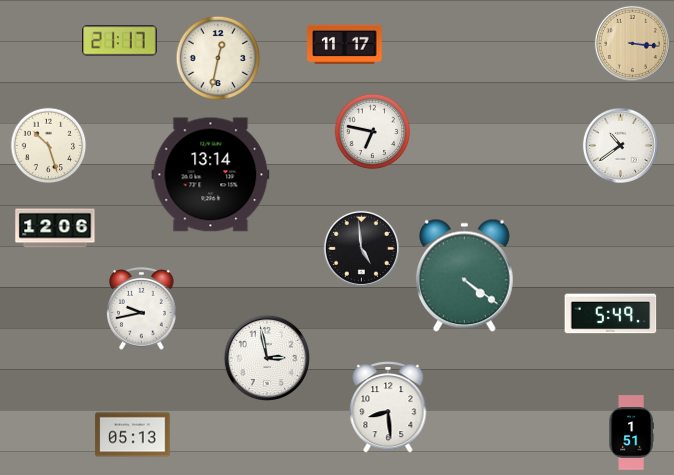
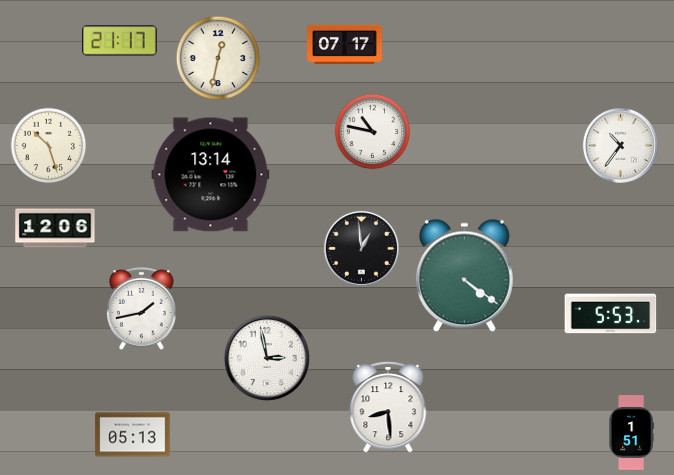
clock at (632, 43): 3:16 -> none
clock at (345, 44): 11:17 -> 07:17
clock at (373, 132): 6:47 -> 10:47
clock at (620, 145): 10:39 -> 10:36
clock at (361, 248): 4:59 -> 12:59
clock at (142, 309): 9:43 -> 1:43
clock at (611, 314): 5:49 -> 5:53
